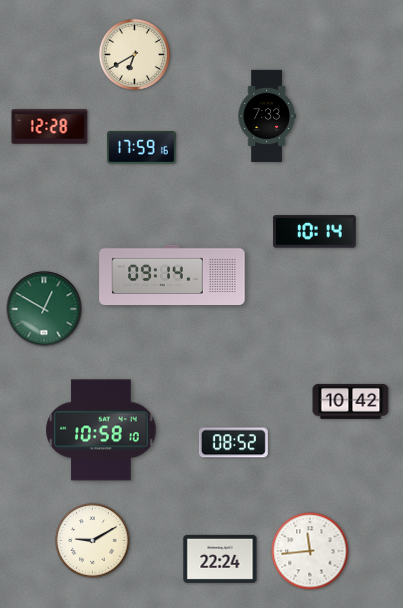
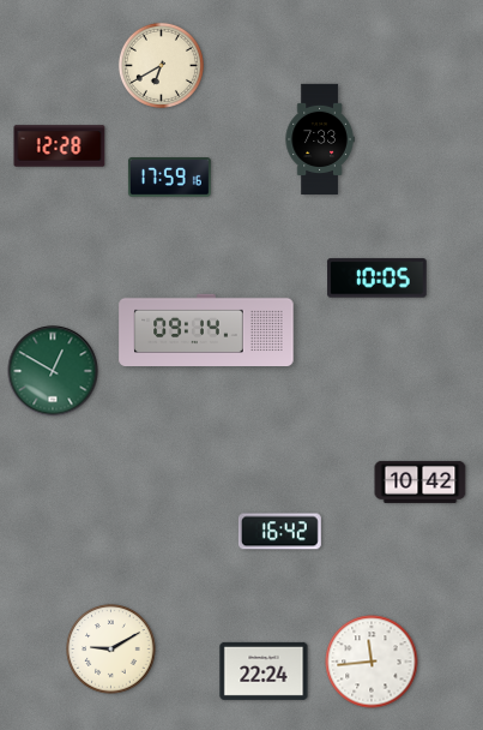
clock at (50, 127) position: (50, 127) -> (60, 146)
clock at (315, 232): 10:14 -> 10:05
clock at (101, 430): 10:58 -> none
clock at (233, 443): 08:52 -> 16:42
